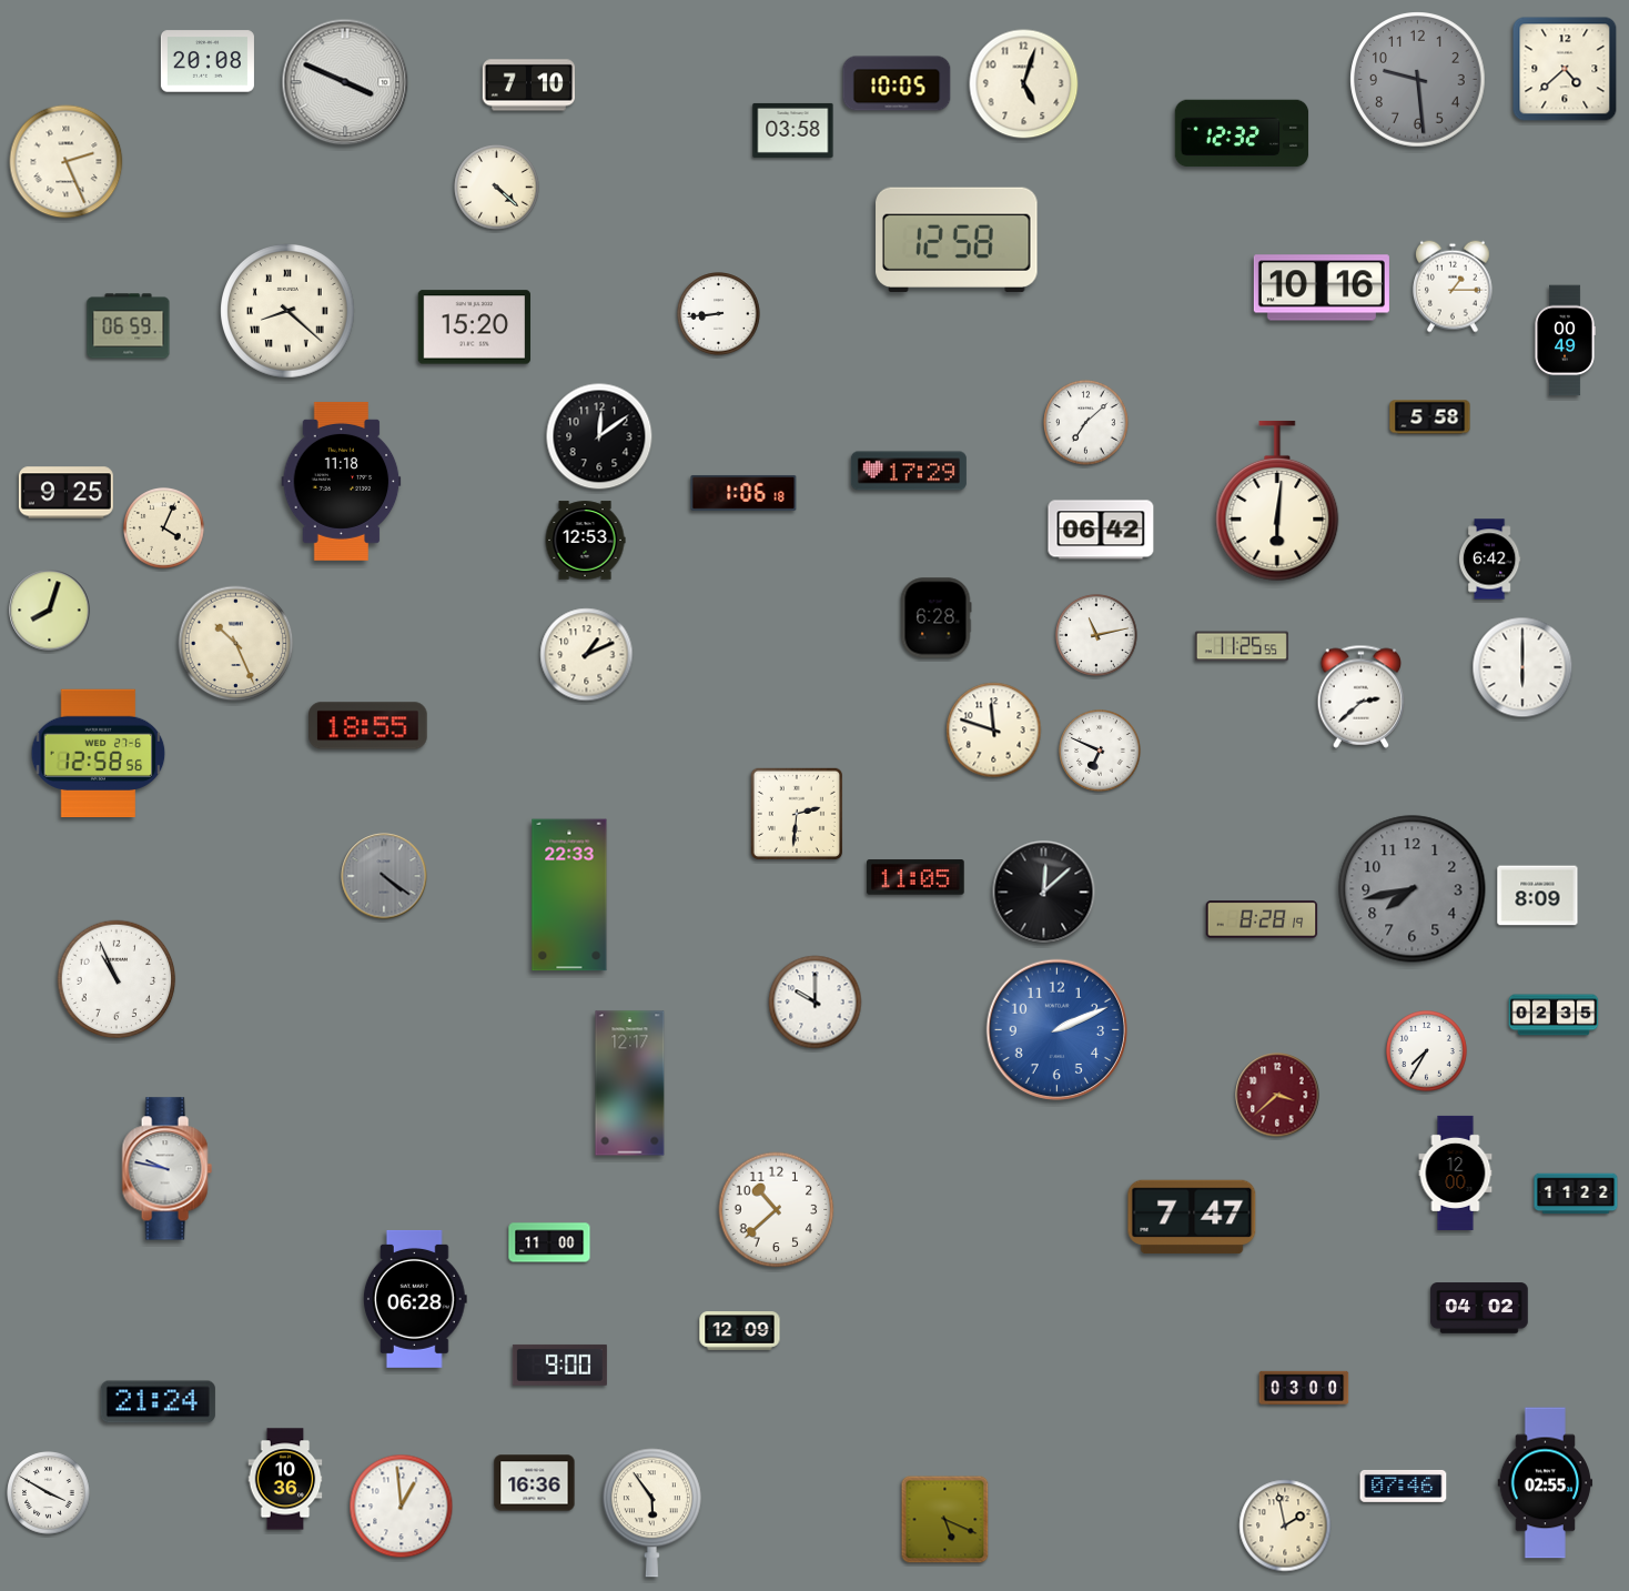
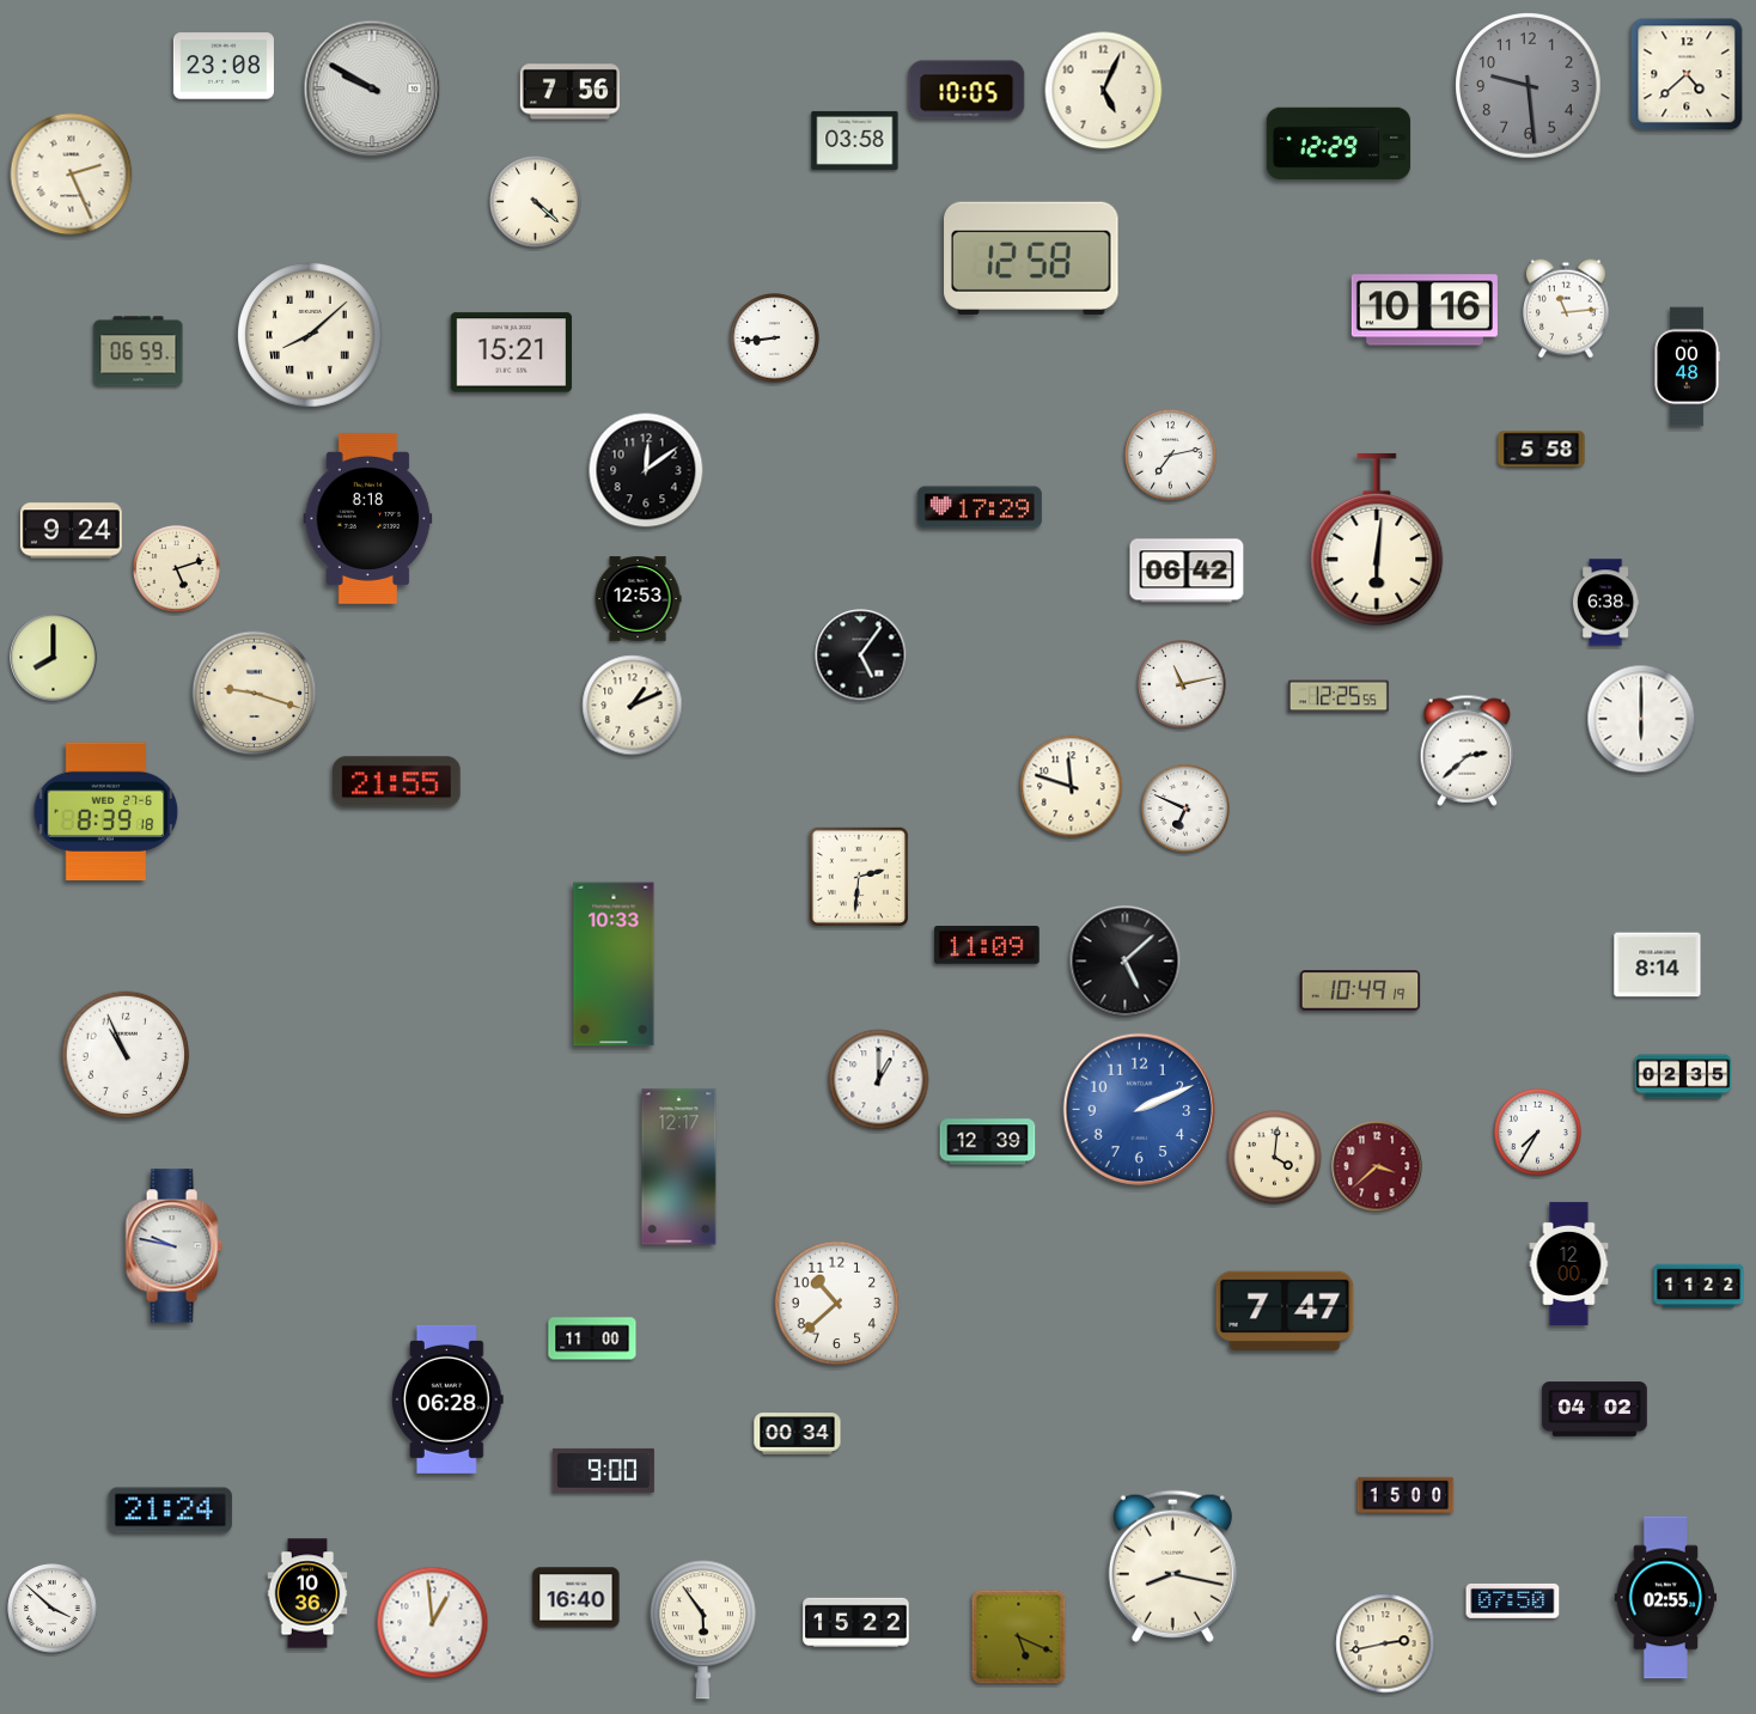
clock at (208, 61): 20:08 -> 23:08
clock at (345, 82): 3:49 -> 9:50
clock at (1024, 84): 5:03 -> 5:04
clock at (528, 85): 7:10 -> 7:56
clock at (1242, 133): 12:32 -> 12:29
clock at (1453, 286): 1:15 -> 11:14
clock at (289, 312): 8:22 -> 8:08
clock at (474, 328): 15:20 -> 15:21
clock at (1565, 341): 00:49 -> 00:48
clock at (1086, 423): 7:08 -> 7:13
clock at (342, 481): 11:18 -> 8:18
clock at (65, 493): 9:25 -> 9:24
clock at (743, 493): 1:06 -> none
clock at (164, 528): 4:04 -> 5:12
clock at (585, 541) position: (585, 541) -> (638, 599)
clock at (1489, 560): 6:42 -> 6:38
clock at (861, 655): none -> 5:06
clock at (50, 611): 8:03 -> 8:00
clock at (935, 618): 6:28 -> none
clock at (236, 644): 10:26 -> 9:18
clock at (1242, 646): 11:25 -> 12:25
clock at (368, 726): 18:55 -> 21:55
clock at (99, 754): 12:58 -> 8:39
clock at (384, 876): 4:21 -> none
clock at (915, 877): 11:05 -> 11:09
clock at (1413, 889): 7:43 -> none
clock at (1044, 893): 12:08 -> 5:08
clock at (569, 895): 22:33 -> 10:33
clock at (1538, 896): 8:09 -> 8:14
clock at (1262, 919): 8:28 -> 10:49
clock at (816, 1003): 10:00 -> 1:00
clock at (1554, 1015) position: (1554, 1015) -> (1683, 1076)
clock at (988, 1142): none -> 12:39
clock at (1275, 1158): none -> 4:01
clock at (1277, 1095) position: (1277, 1095) -> (1377, 1166)
clock at (166, 1169) position: (166, 1169) -> (173, 1246)
clock at (740, 1331): 12:09 -> 00:34
clock at (1304, 1388): 03:00 -> 15:00
clock at (1172, 1566): none -> 8:17
clock at (535, 1483): 16:36 -> 16:40
clock at (1404, 1486): 07:46 -> 07:50
clock at (49, 1493): 3:50 -> 3:52
clock at (856, 1623): none -> 15:22
clock at (1285, 1525): 1:58 -> 2:43
